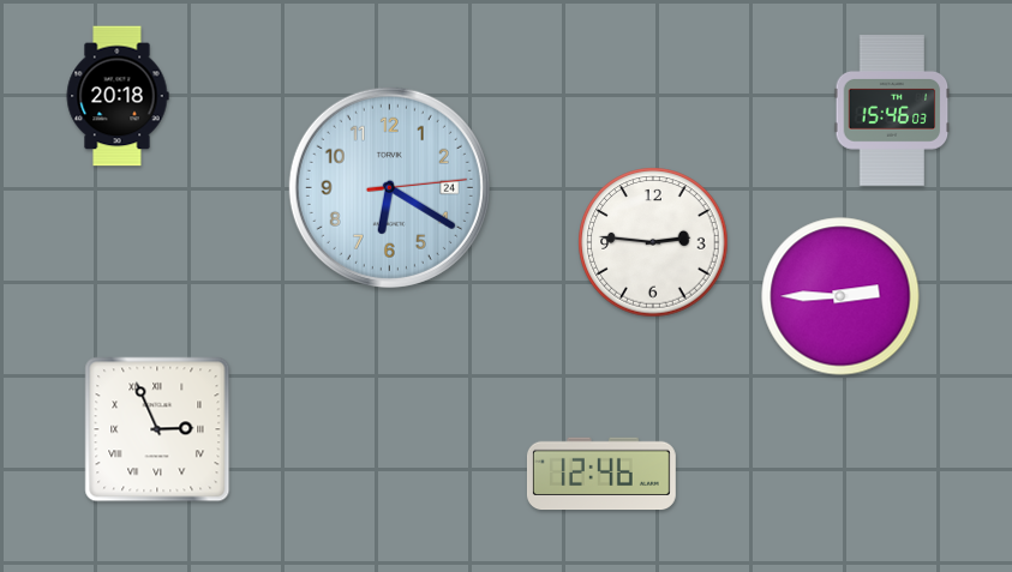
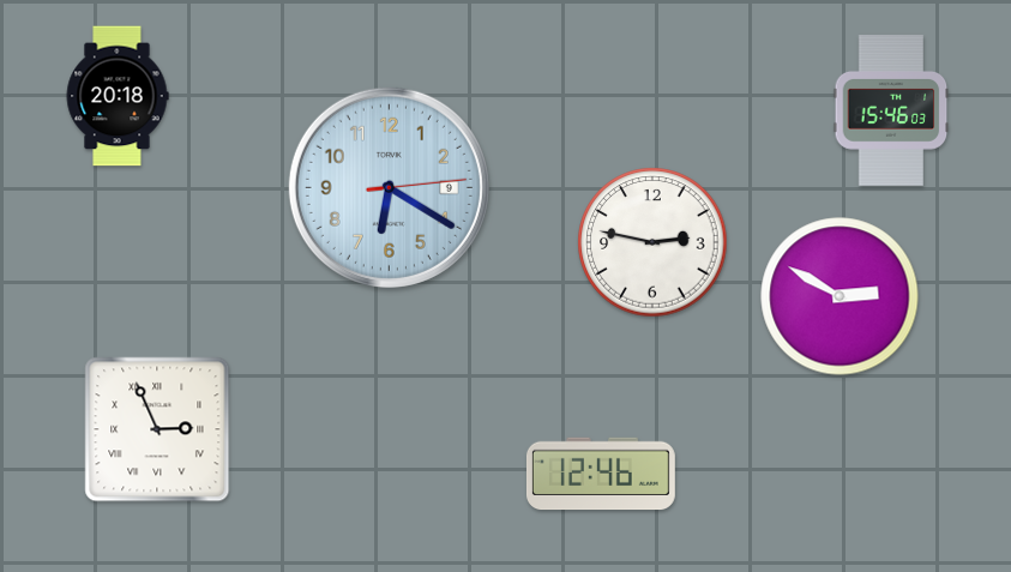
clock at (389, 187) date: 24 -> 9
clock at (653, 242): 2:46 -> 2:47
clock at (840, 296): 2:45 -> 2:50
